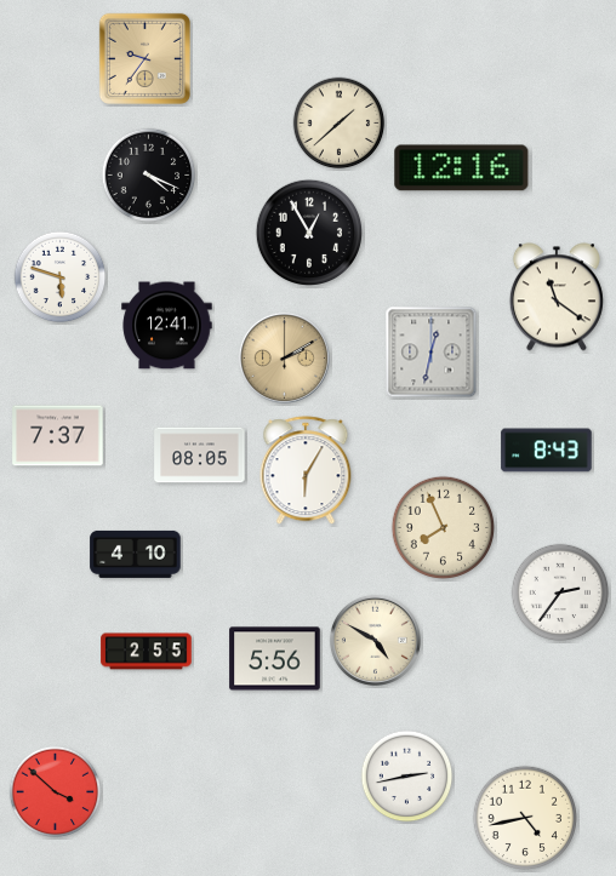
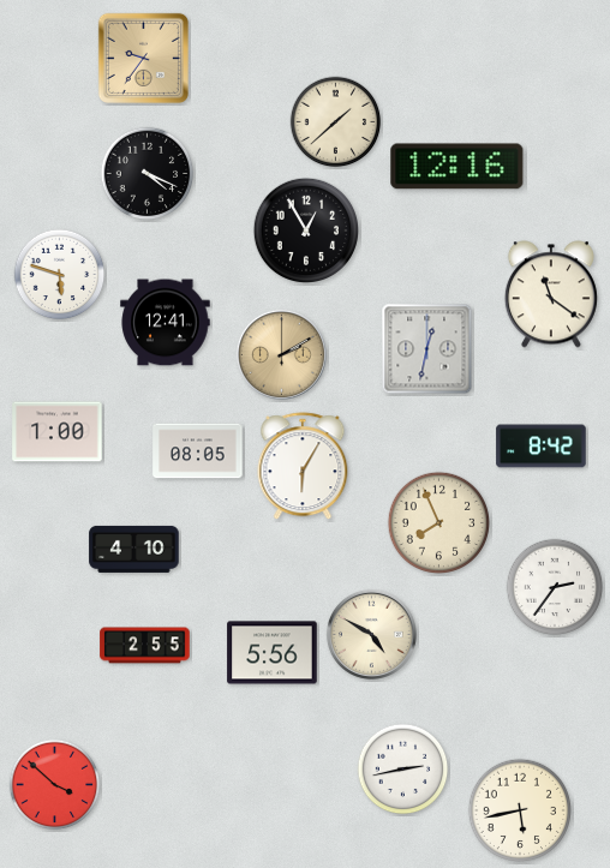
clock at (58, 436): 7:37 -> 1:00
clock at (547, 451): 8:43 -> 8:42
clock at (524, 817): 4:43 -> 5:43
